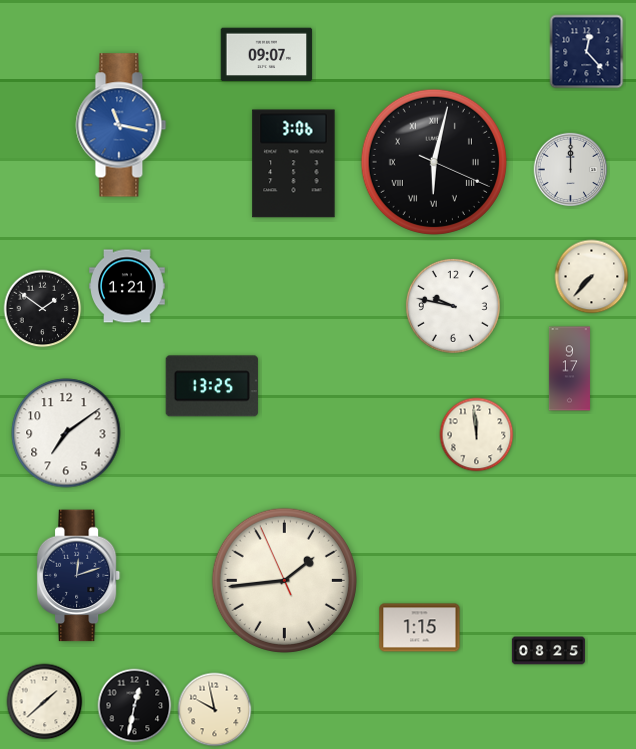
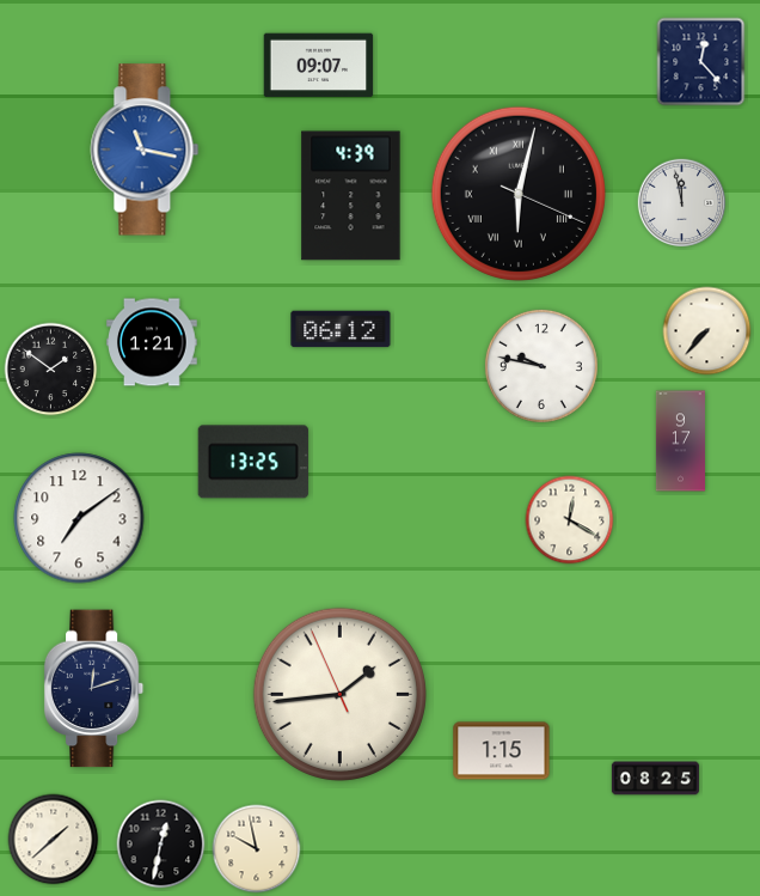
clock at (294, 164): 3:06 -> 4:39
clock at (571, 170): 12:00 -> 11:58
clock at (341, 329): none -> 06:12
clock at (477, 435): 11:59 -> 12:20
